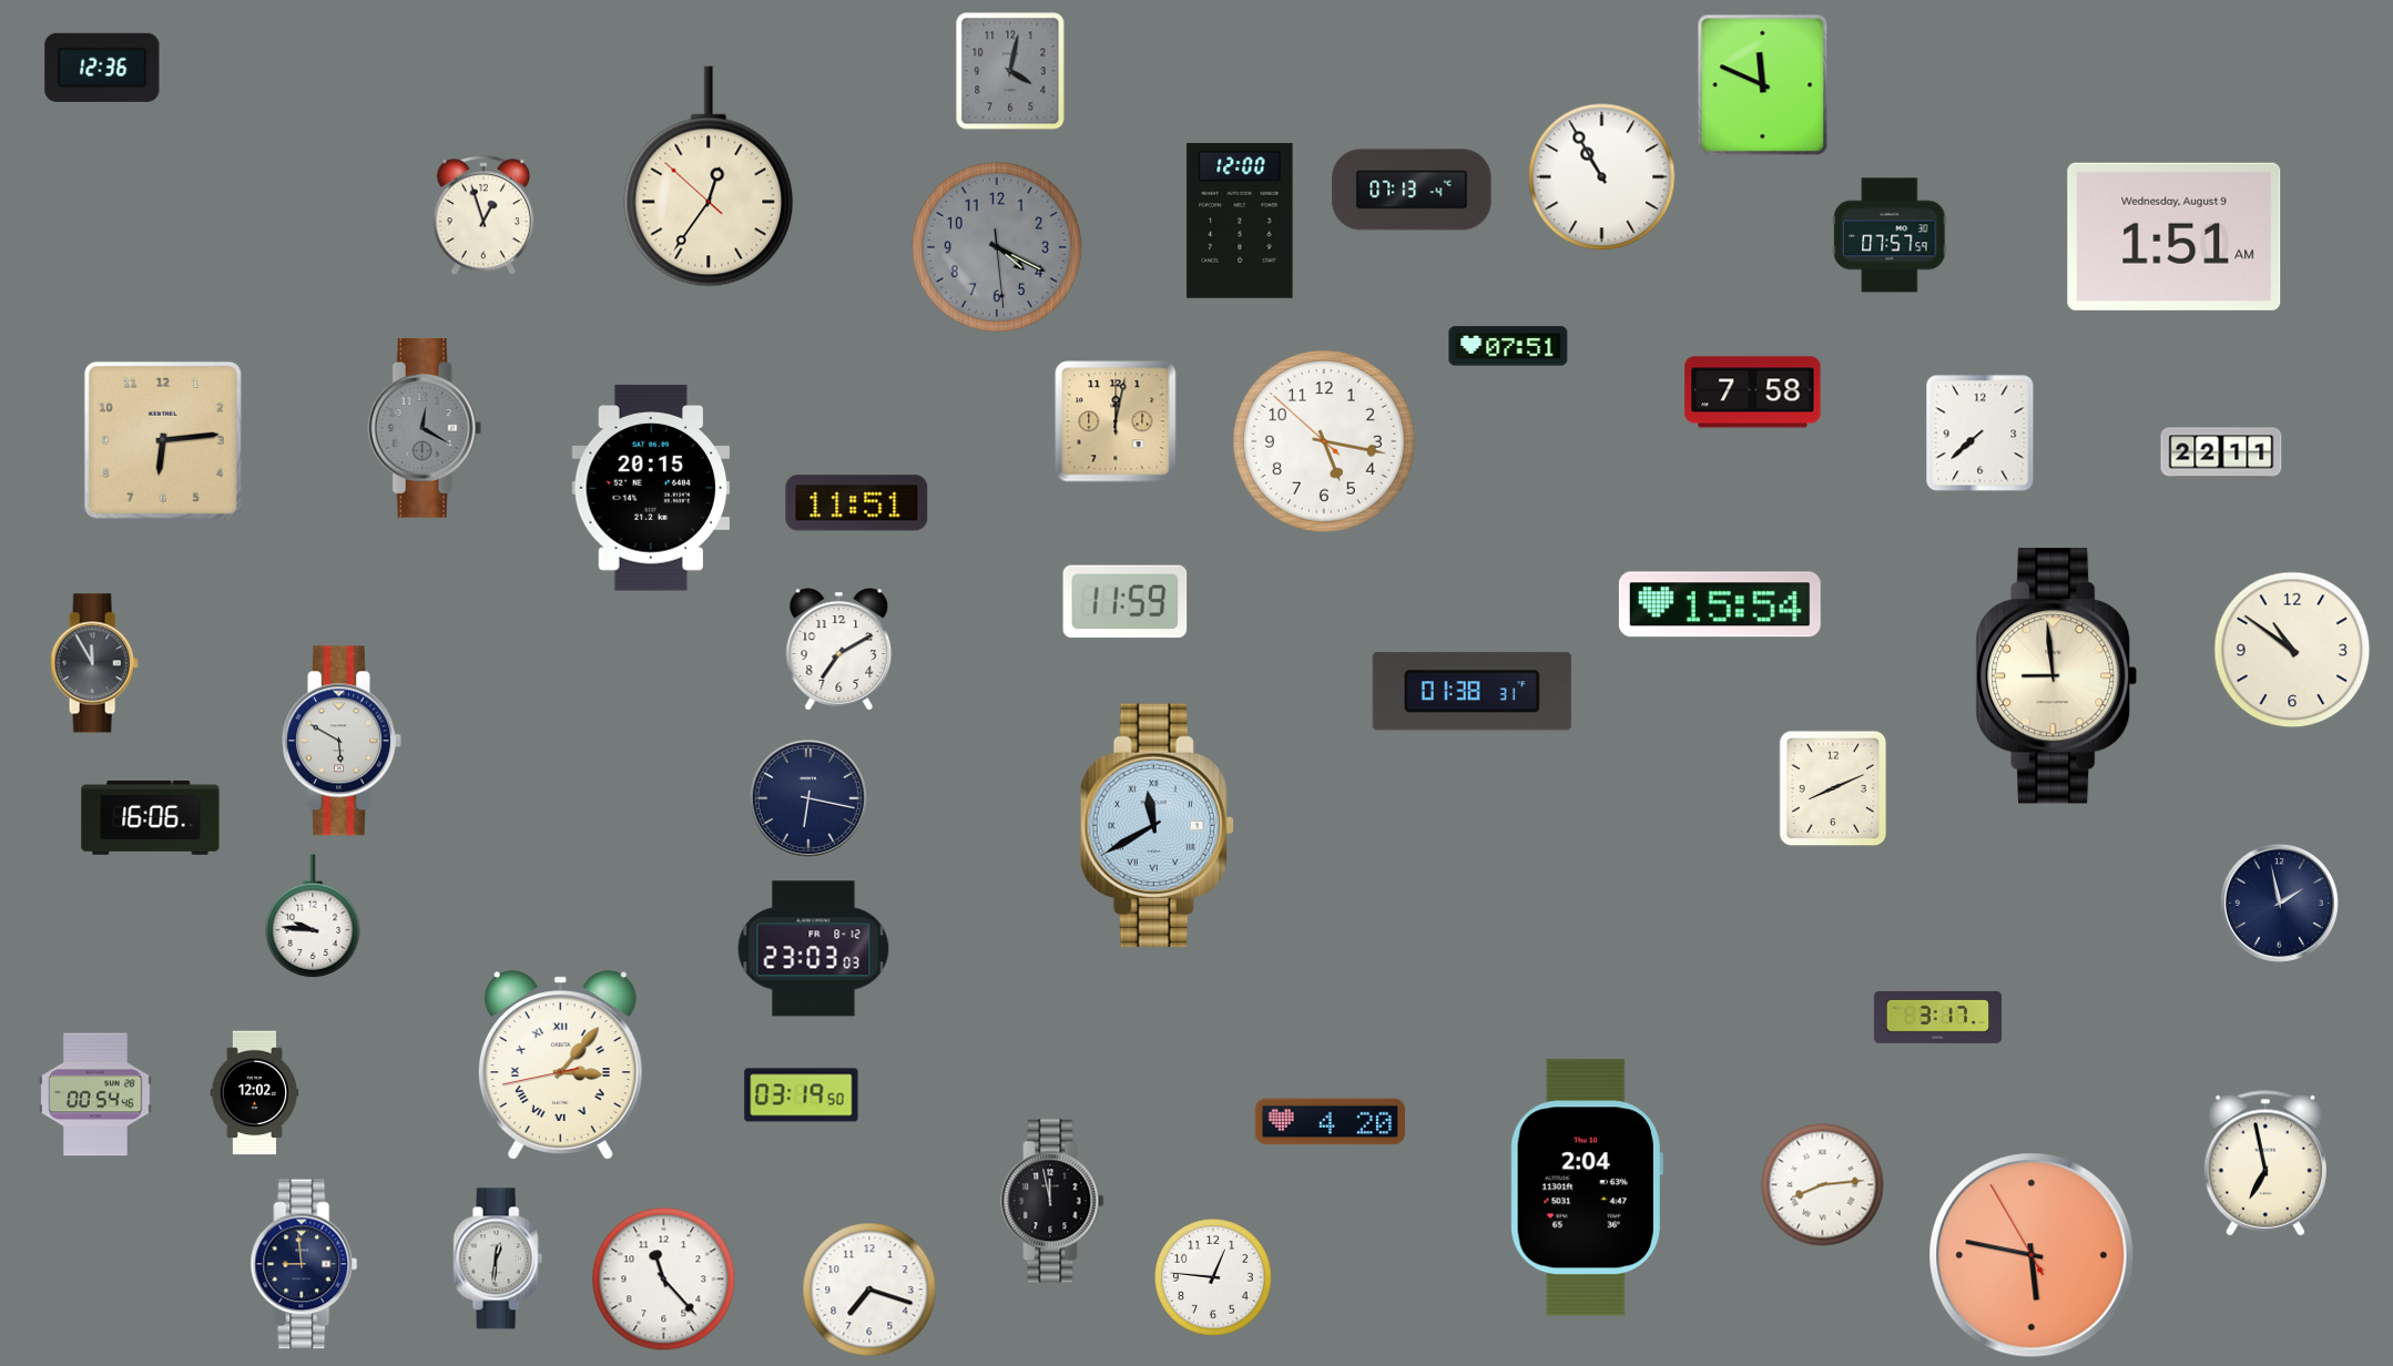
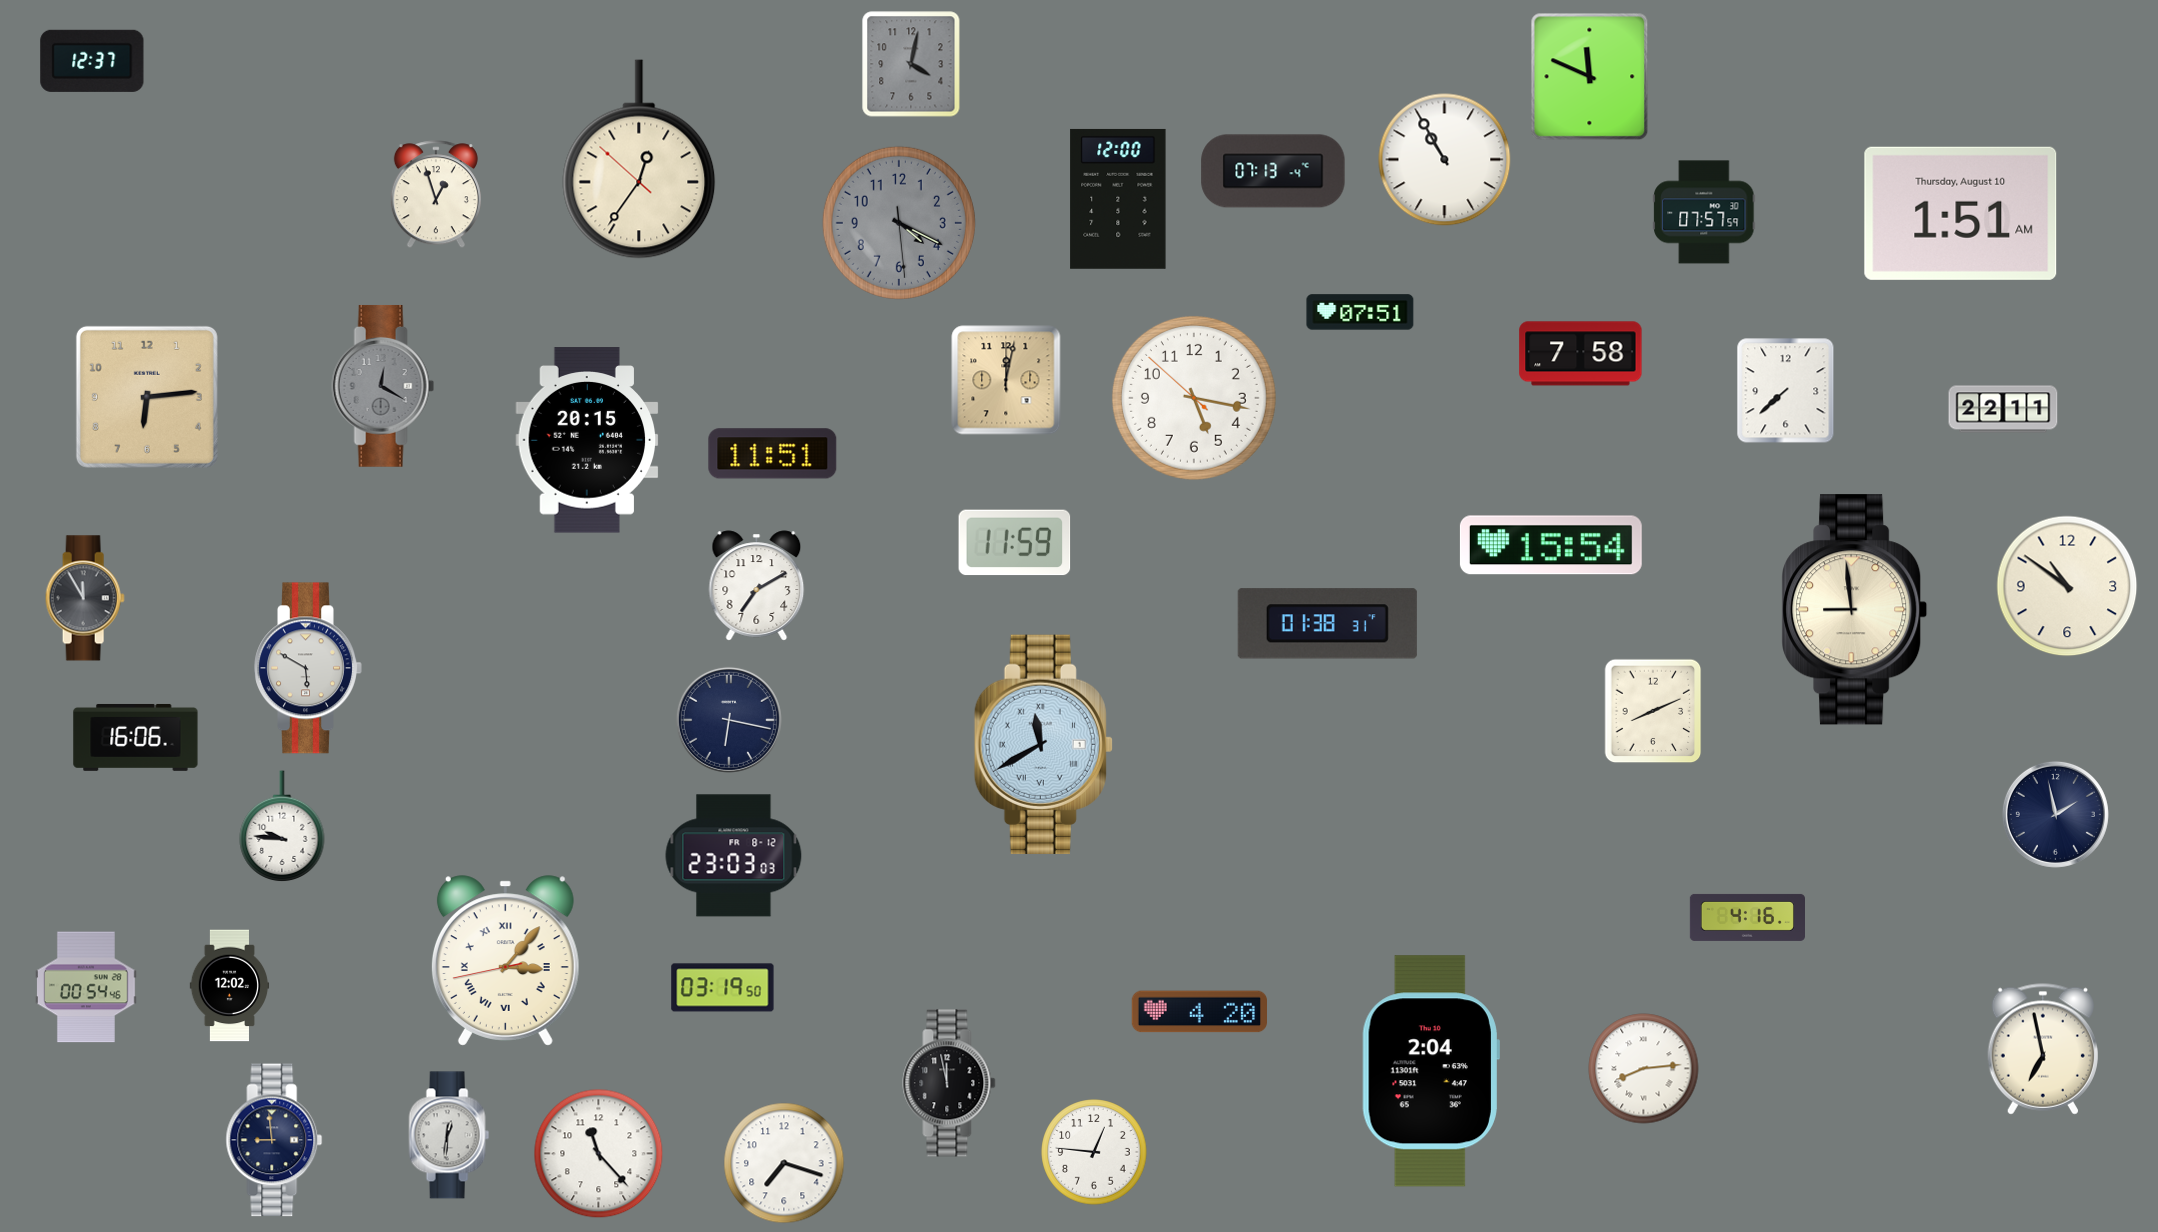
clock at (102, 68): 12:36 -> 12:37
clock at (2175, 236) date: Wednesday, August 9 -> Thursday, August 10
clock at (1937, 1017): 3:17 -> 4:16
clock at (2031, 1255): 5:46 -> none
